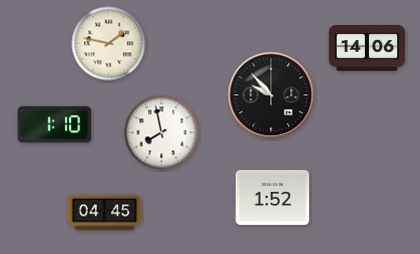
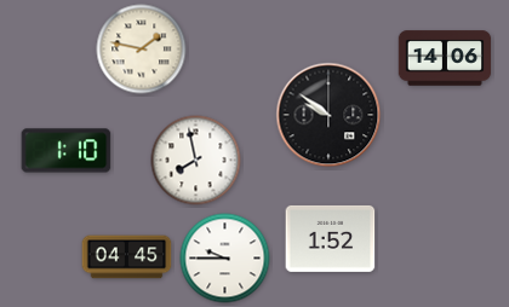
clock at (109, 44) position: (109, 44) -> (142, 50)
clock at (271, 95): 9:53 -> 9:51
clock at (225, 259): none -> 9:45
